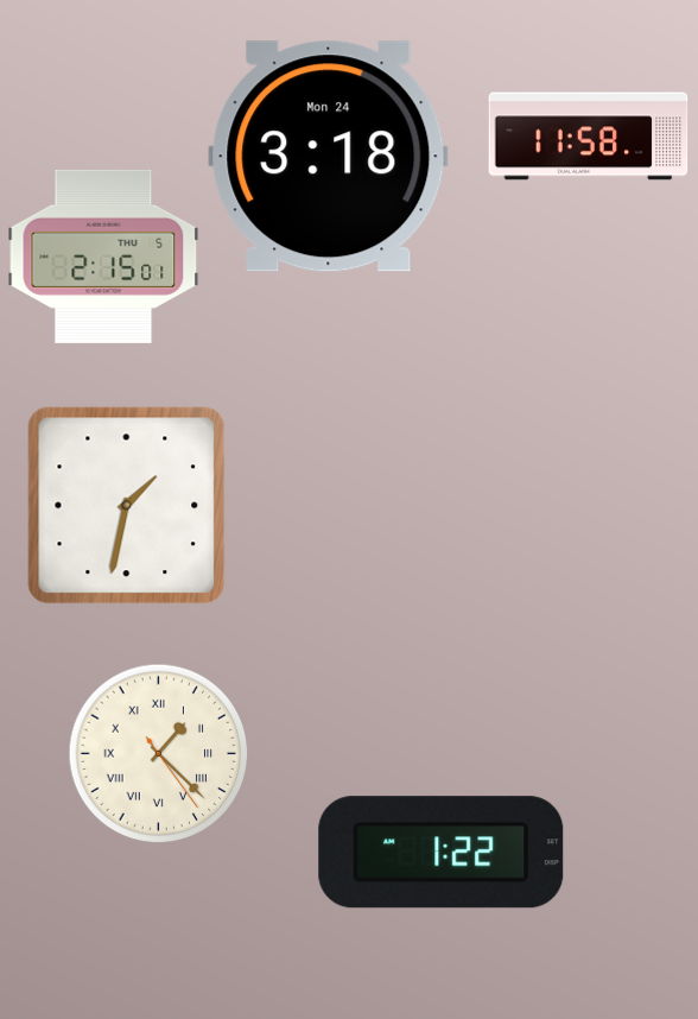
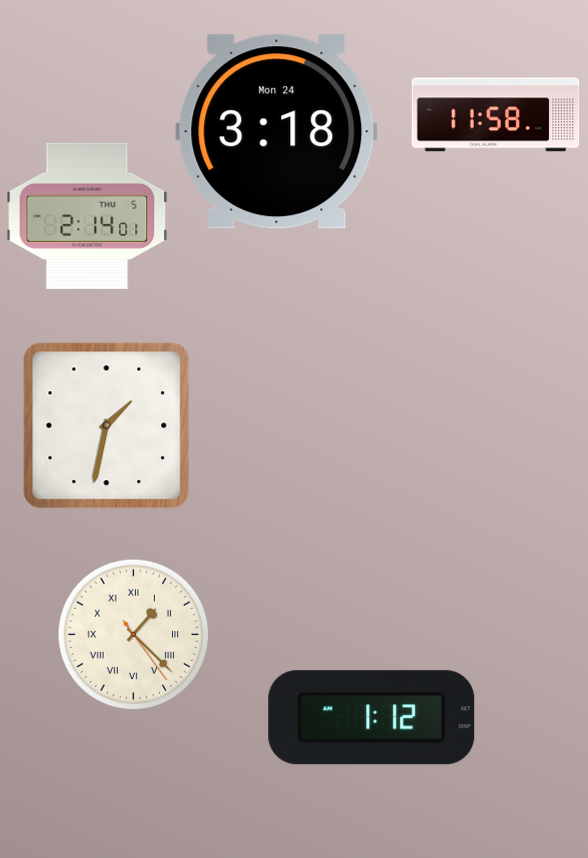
clock at (103, 257): 2:15 -> 2:14
clock at (442, 853): 1:22 -> 1:12
